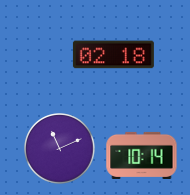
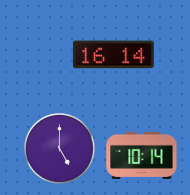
clock at (113, 55): 02:18 -> 16:14
clock at (60, 149): 11:11 -> 5:00
